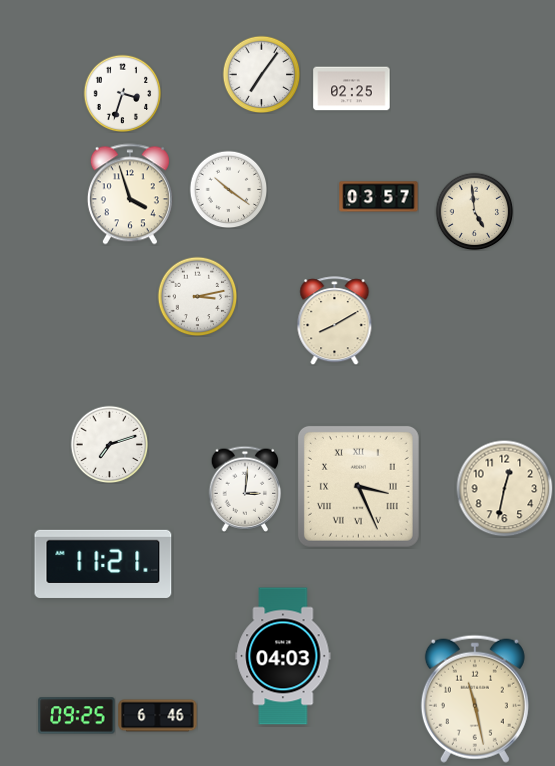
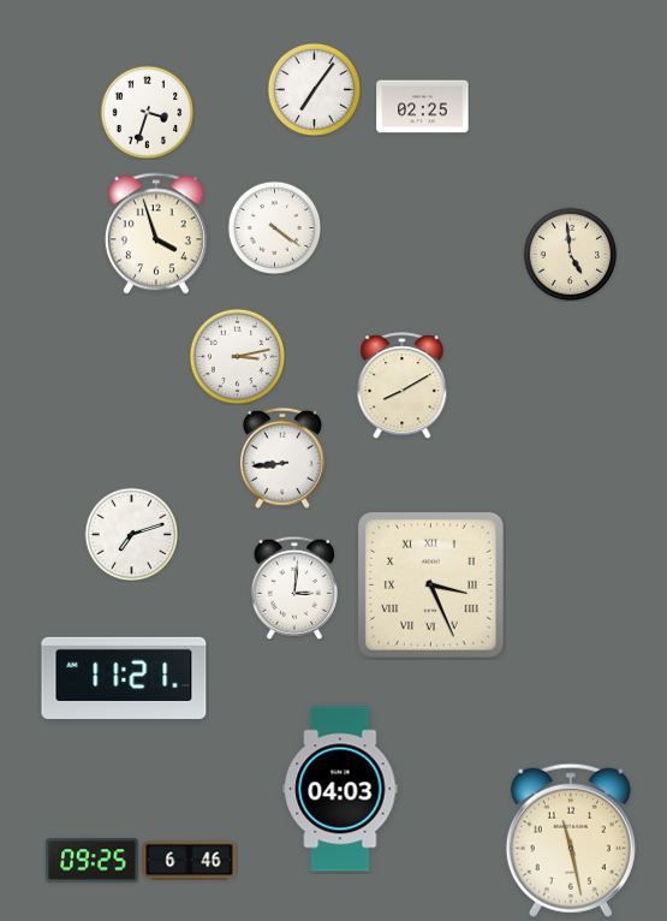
clock at (228, 189): 10:21 -> 4:21
clock at (379, 197): 03:57 -> none
clock at (282, 458): none -> 8:44
clock at (504, 488): 12:32 -> none
